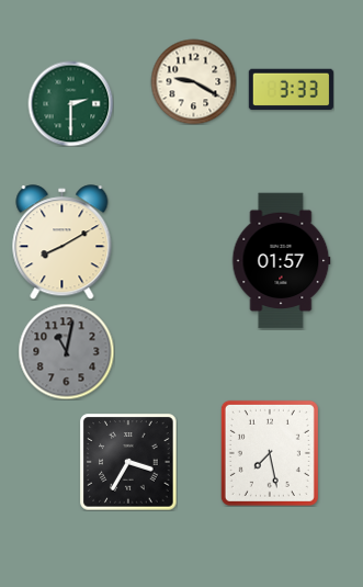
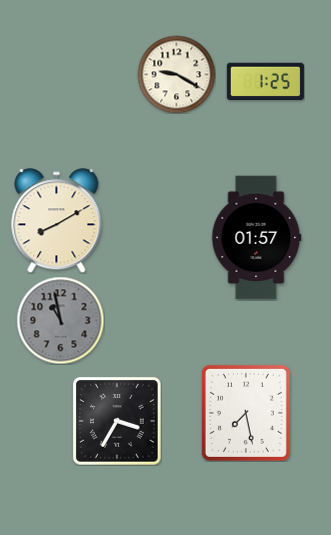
clock at (291, 89): 3:33 -> 1:25
clock at (70, 103): 2:30 -> none
clock at (66, 351): 11:02 -> 10:58
